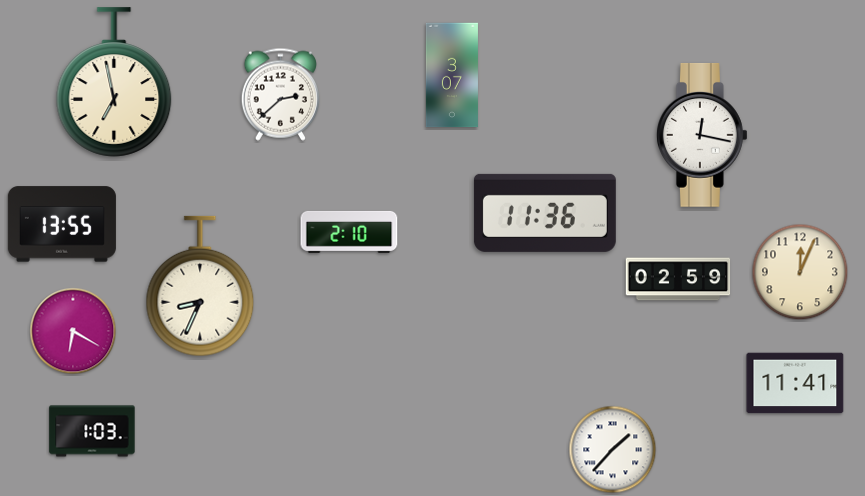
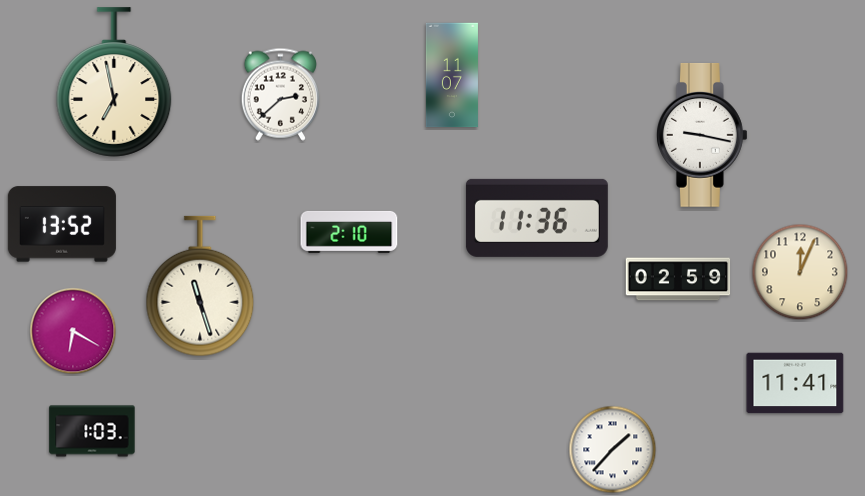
clock at (452, 75): 3:07 -> 11:07
clock at (702, 136): 12:17 -> 9:17
clock at (545, 213) position: (545, 213) -> (537, 218)
clock at (62, 224): 13:55 -> 13:52
clock at (200, 286): 8:34 -> 11:27
